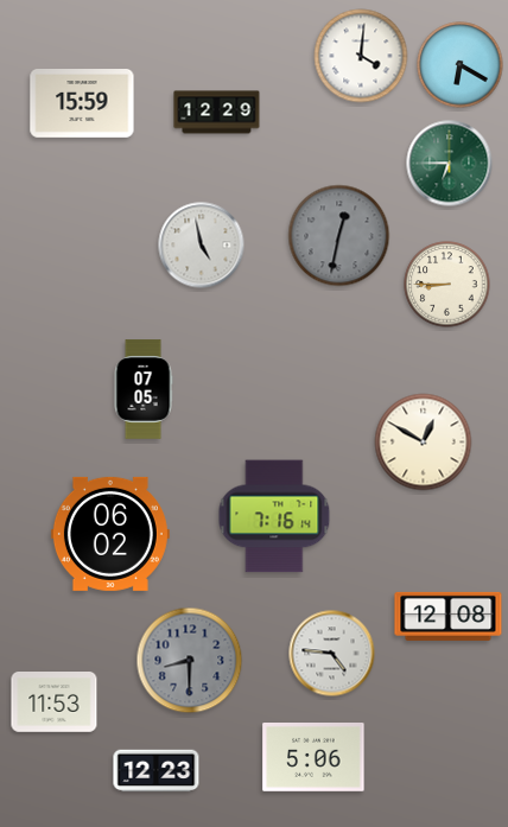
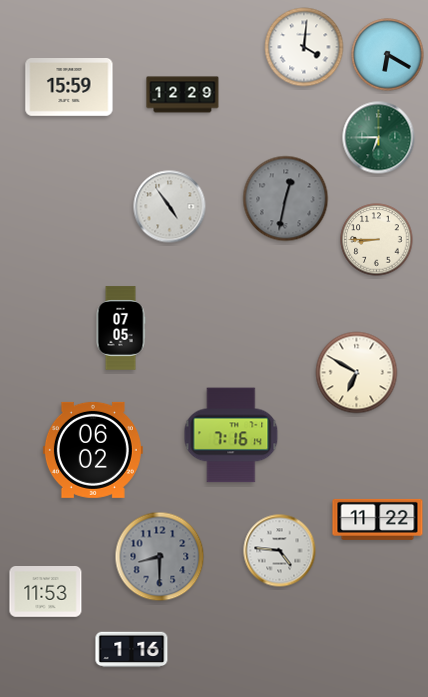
clock at (202, 246): 4:58 -> 4:54
clock at (424, 443): 12:50 -> 6:50
clock at (449, 616): 12:08 -> 11:22
clock at (313, 758): 5:06 -> none
clock at (157, 771): 12:23 -> 1:16
